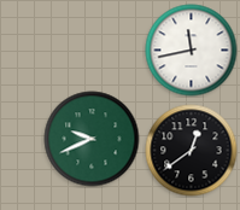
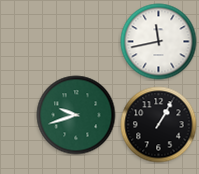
clock at (92, 139): 9:41 -> 9:42
clock at (192, 151): 12:39 -> 1:05
